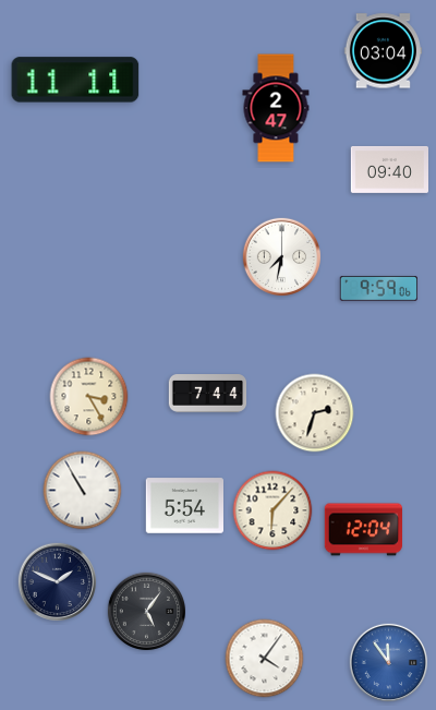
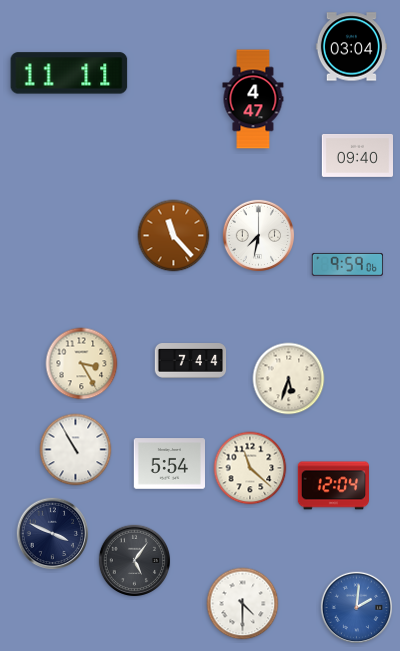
clock at (276, 108): 2:47 -> 4:47
clock at (174, 236): none -> 11:23
clock at (315, 413): 2:33 -> 5:33
clock at (272, 510): 6:07 -> 11:22
clock at (58, 582): 1:49 -> 3:49
clock at (265, 659): 4:06 -> 4:30
clock at (389, 663): 11:54 -> 2:01
